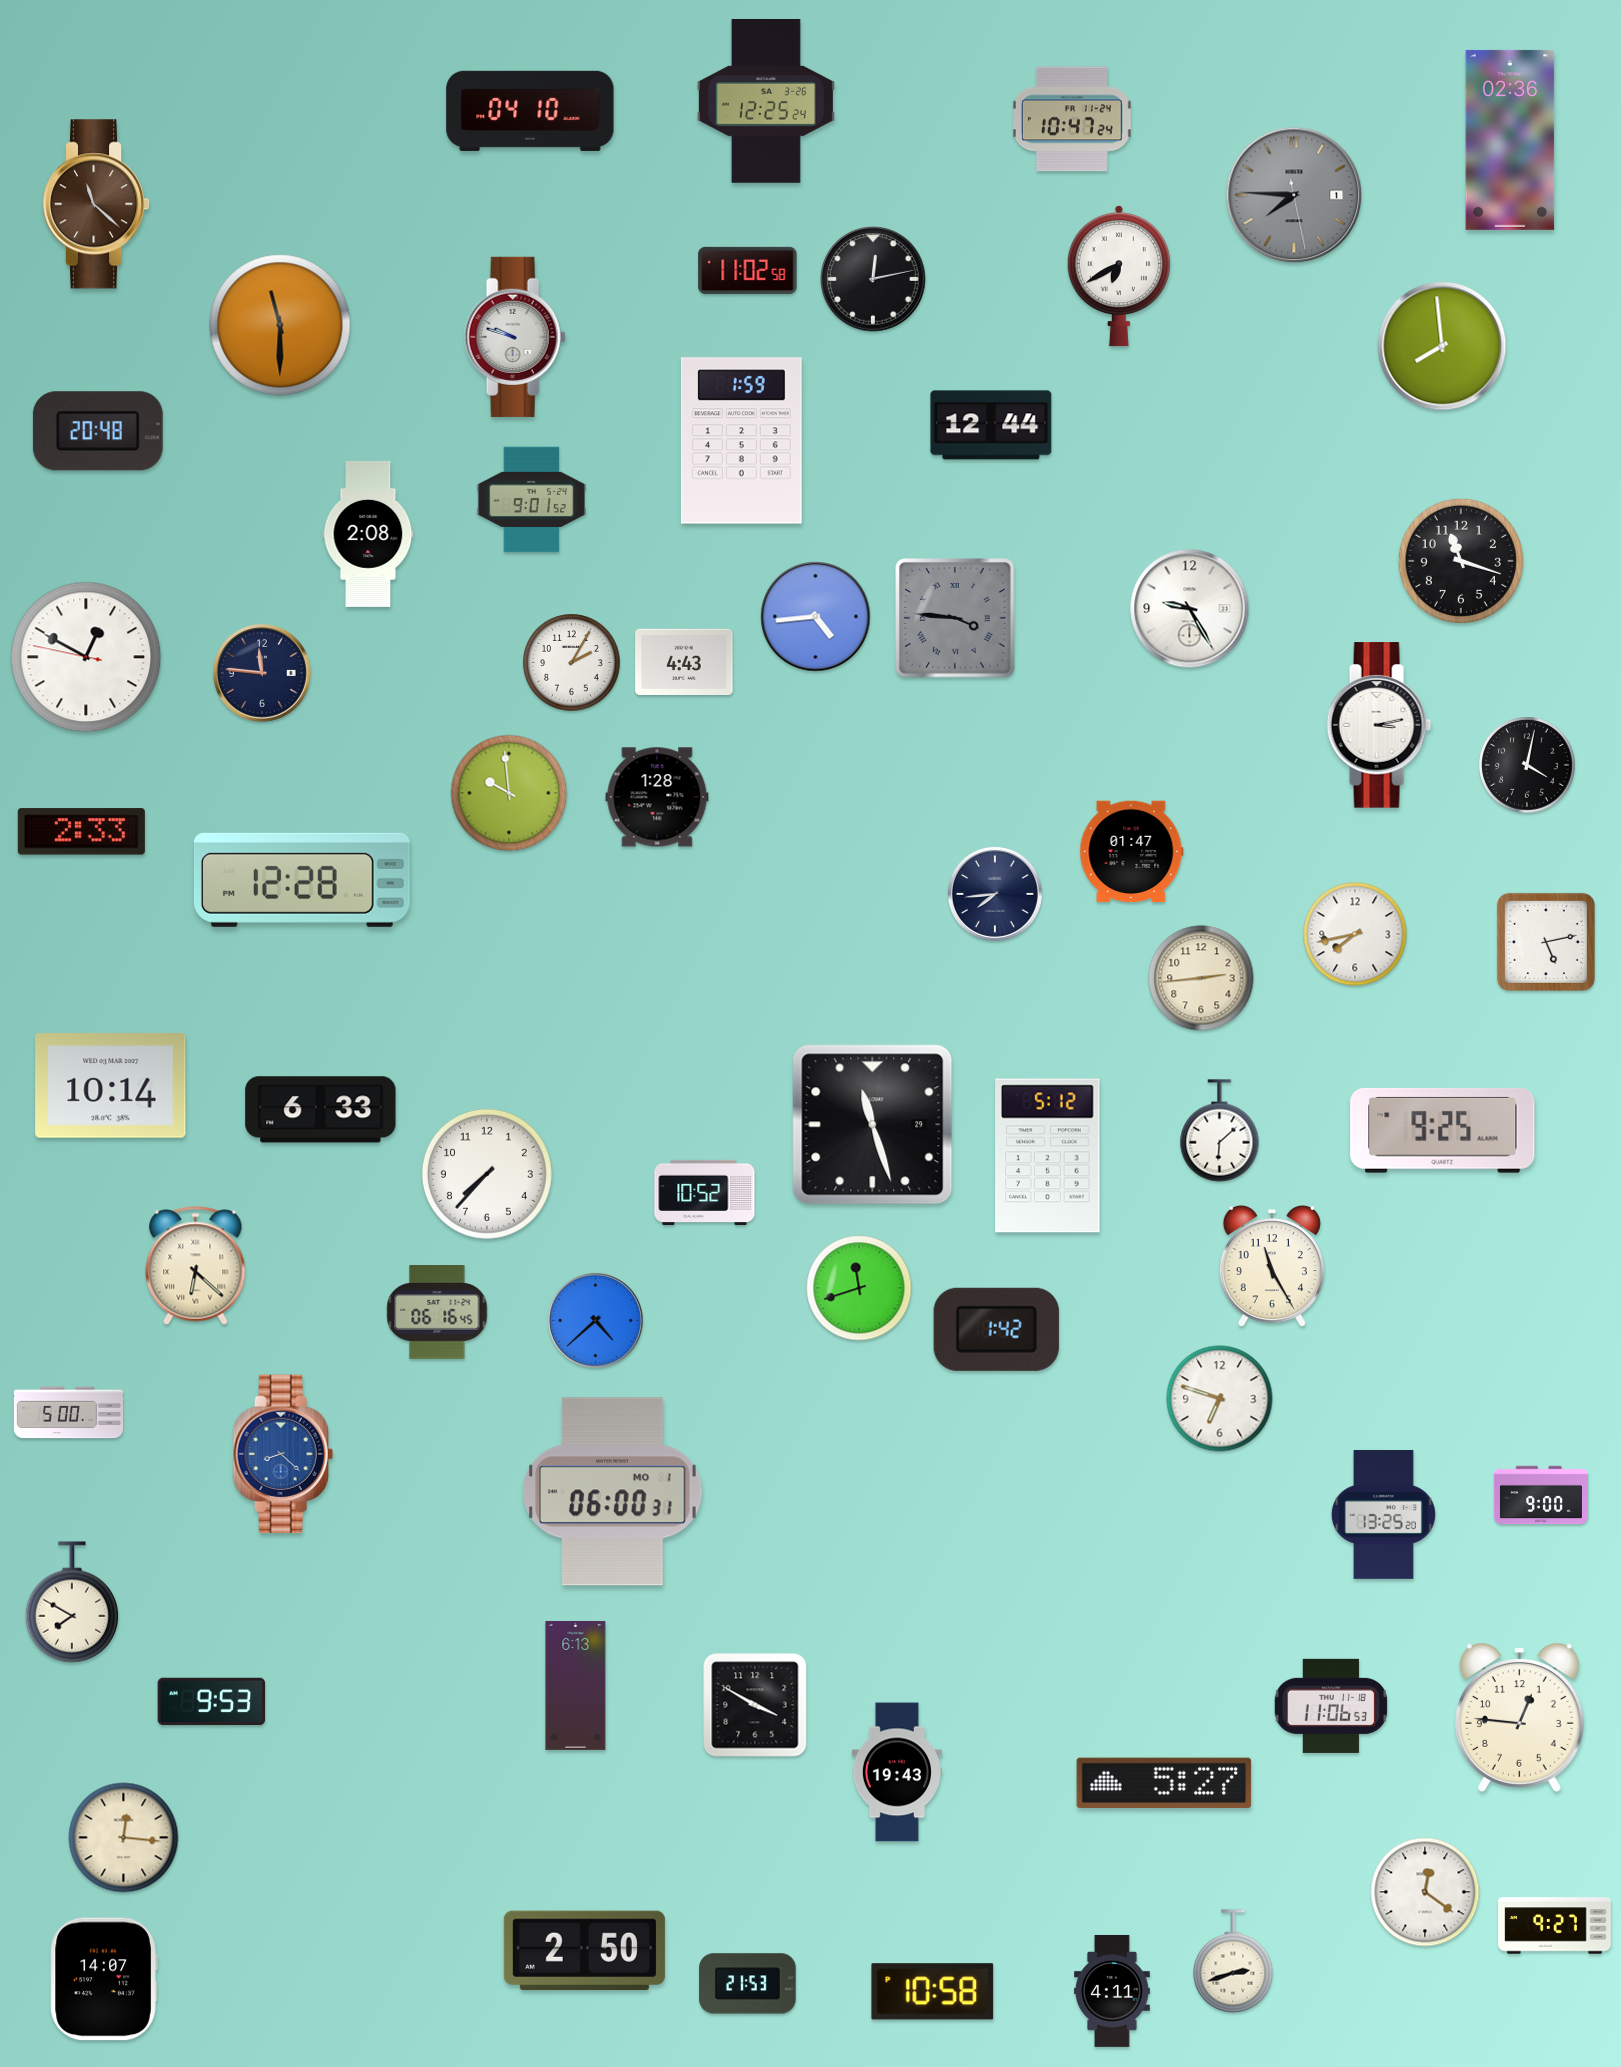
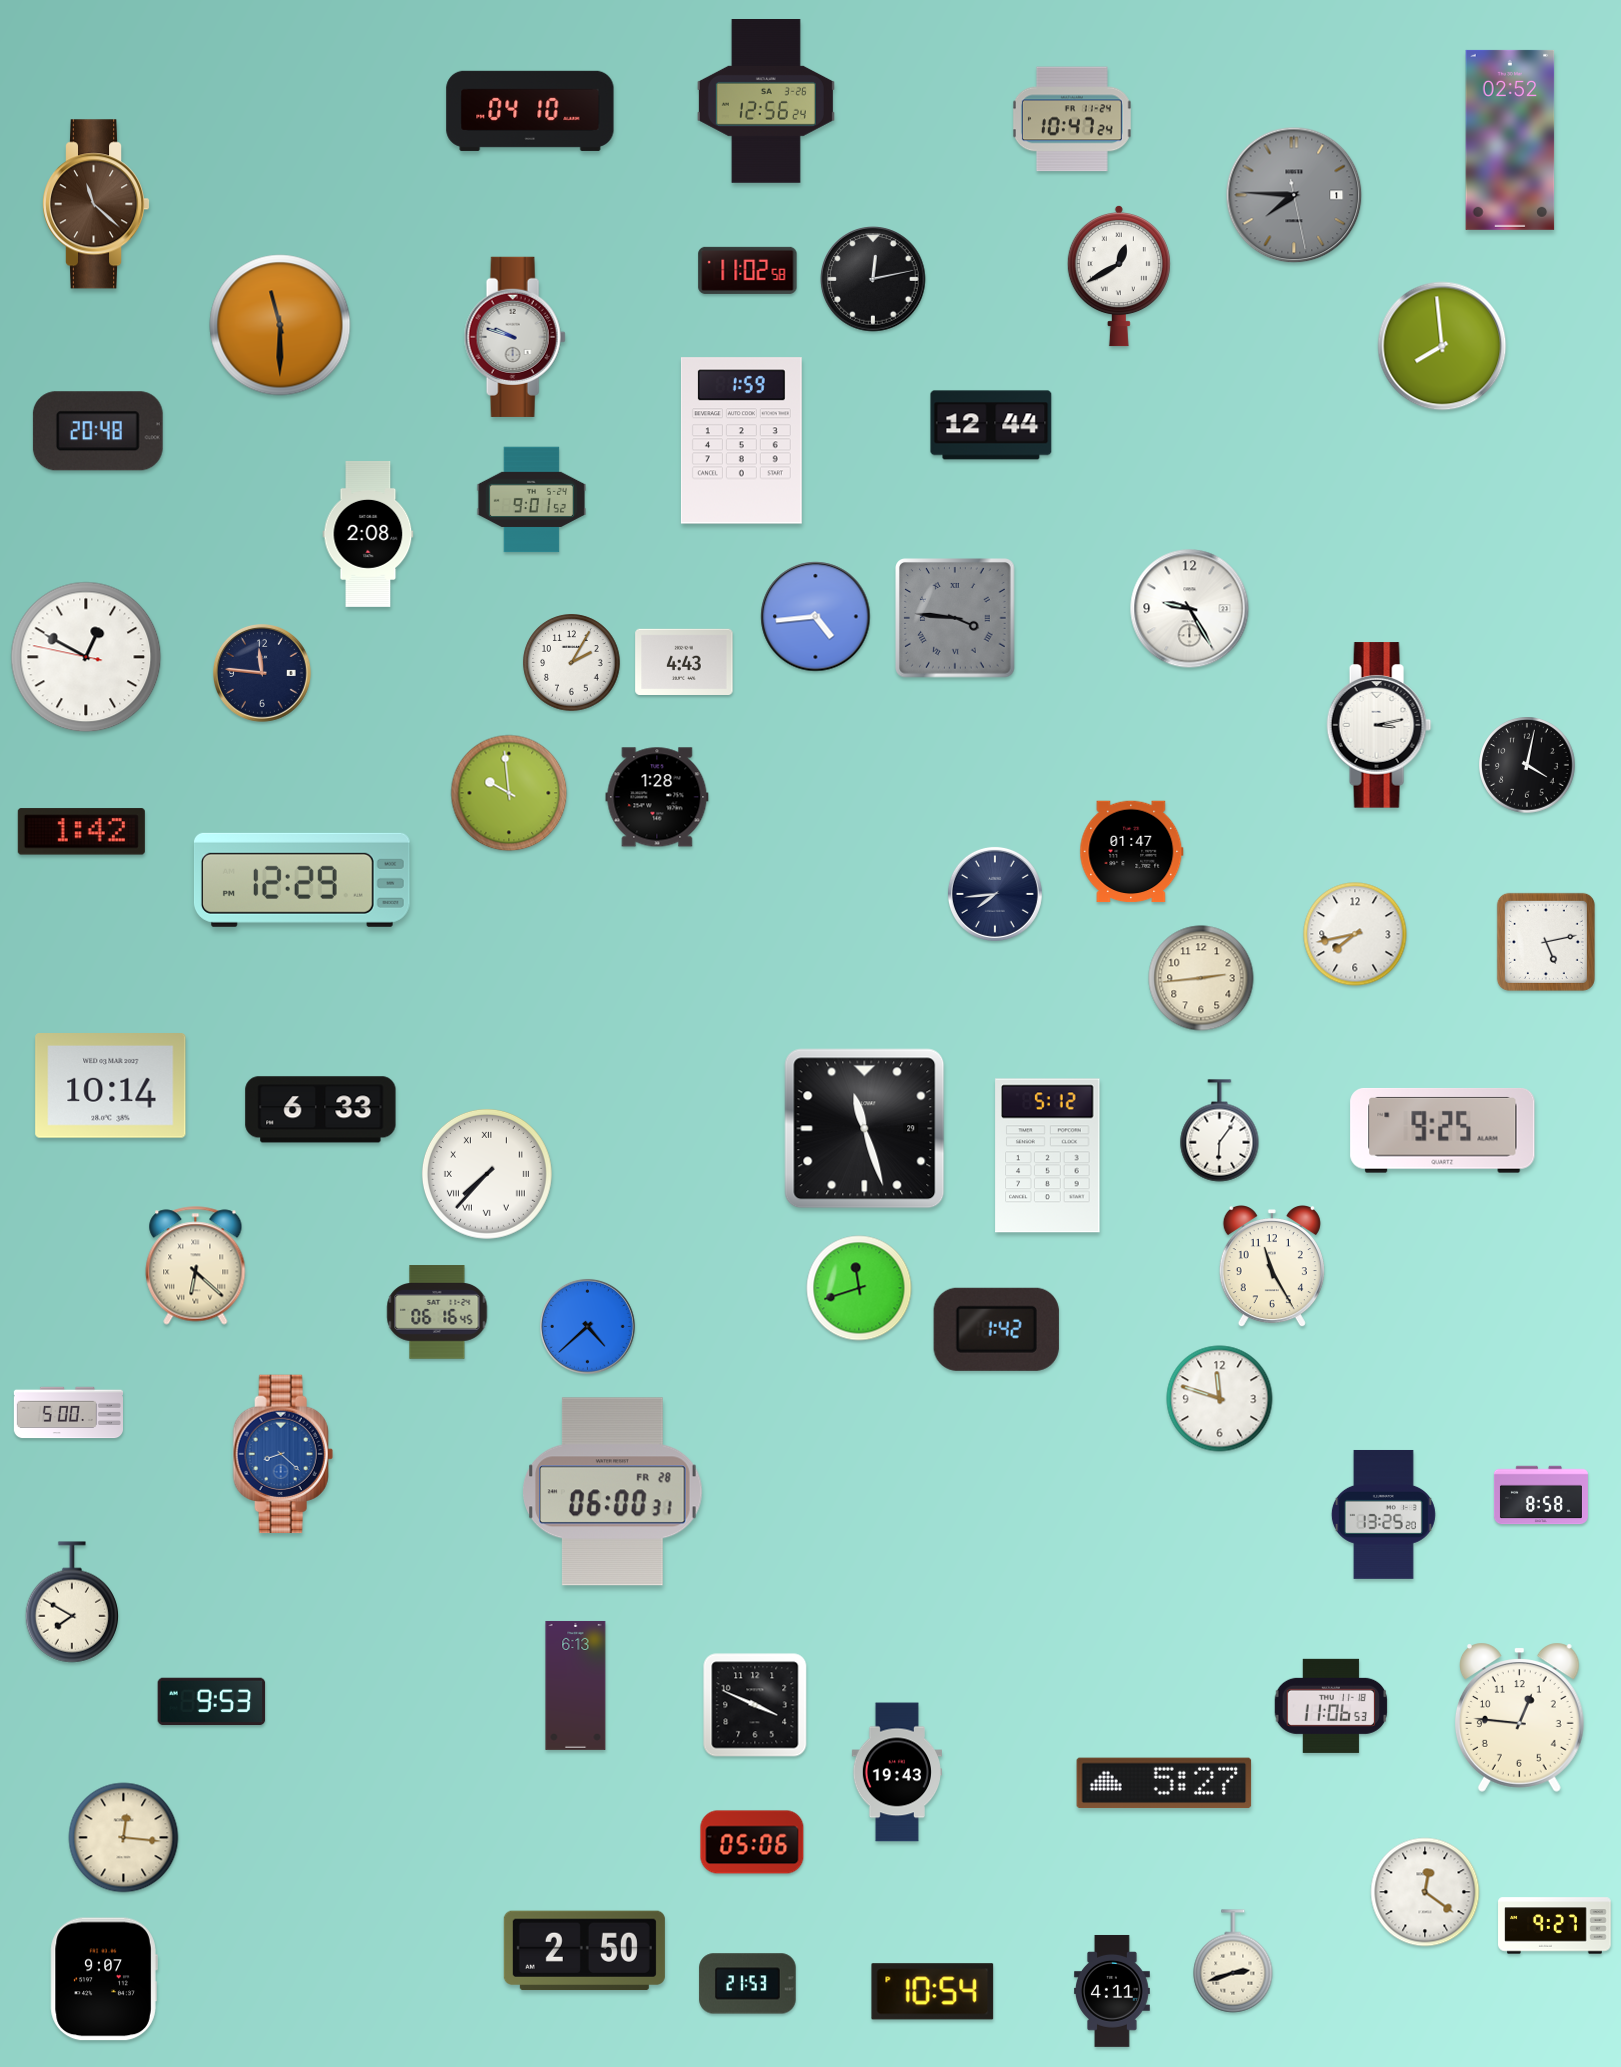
clock at (766, 102): 12:25 -> 12:56
clock at (1510, 140): 02:36 -> 02:52
clock at (1119, 276): 6:40 -> 12:40
clock at (1461, 561): 11:18 -> none
clock at (81, 832): 2:33 -> 1:42
clock at (302, 880): 12:28 -> 12:29
clock at (873, 1125) position: (873, 1125) -> (865, 1129)
clock at (1220, 1131): 6:08 -> 6:06
clock at (487, 1174) numerals: Arabic -> Roman
clock at (705, 1192): 10:52 -> none
clock at (595, 1320) position: (595, 1320) -> (587, 1326)
clock at (1220, 1399): 6:48 -> 11:48
clock at (613, 1492) date: MO 1 -> FR 28
clock at (1541, 1495): 9:00 -> 8:58
clock at (755, 1705): 3:50 -> 3:49
clock at (752, 1842): none -> 05:06
clock at (104, 1979): 14:07 -> 9:07
clock at (933, 1992): 10:58 -> 10:54
